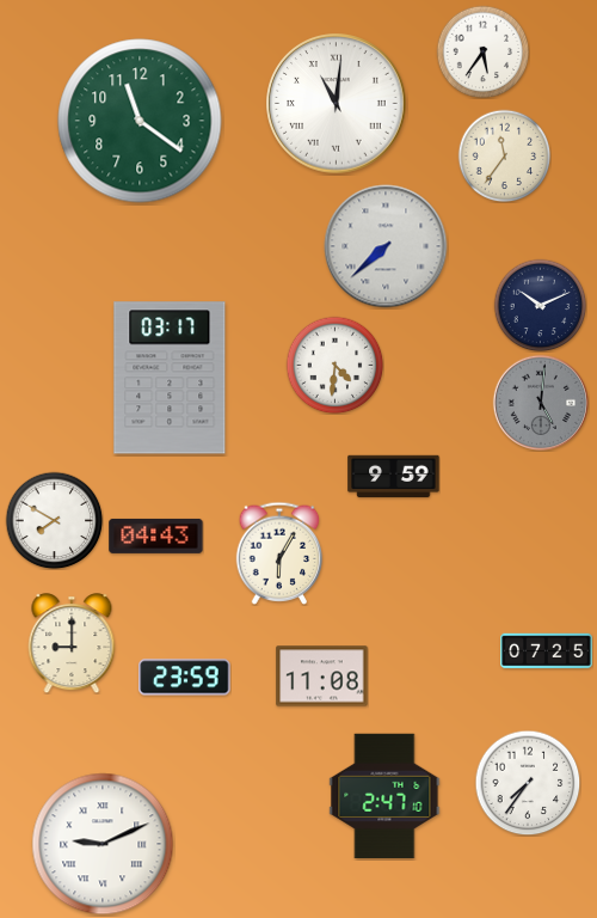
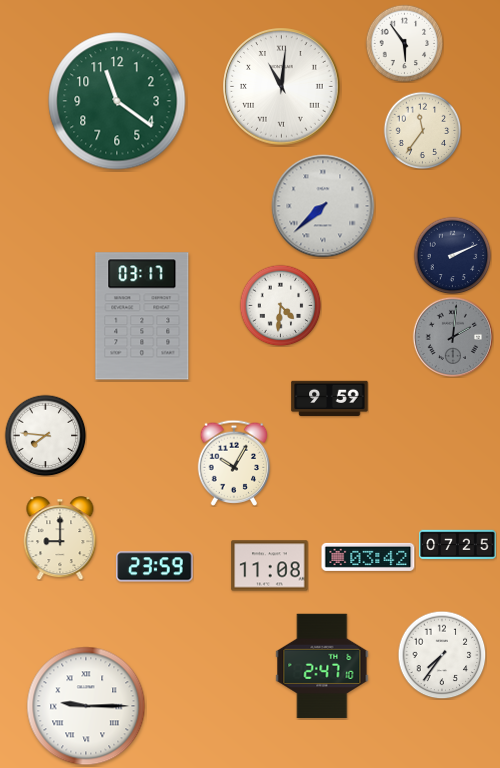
clock at (482, 51): 5:36 -> 5:54
clock at (540, 305): 10:11 -> 2:11
clock at (541, 403): 5:01 -> 2:01
clock at (54, 520): 7:50 -> 7:46
clock at (156, 535): 04:43 -> none
clock at (279, 553): 6:05 -> 10:05
clock at (368, 557): none -> 03:42
clock at (103, 844): 9:11 -> 9:15
